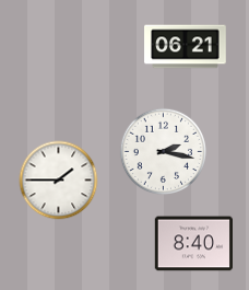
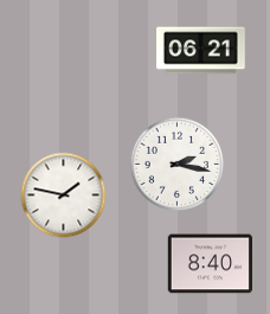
clock at (59, 181): 1:45 -> 1:47
